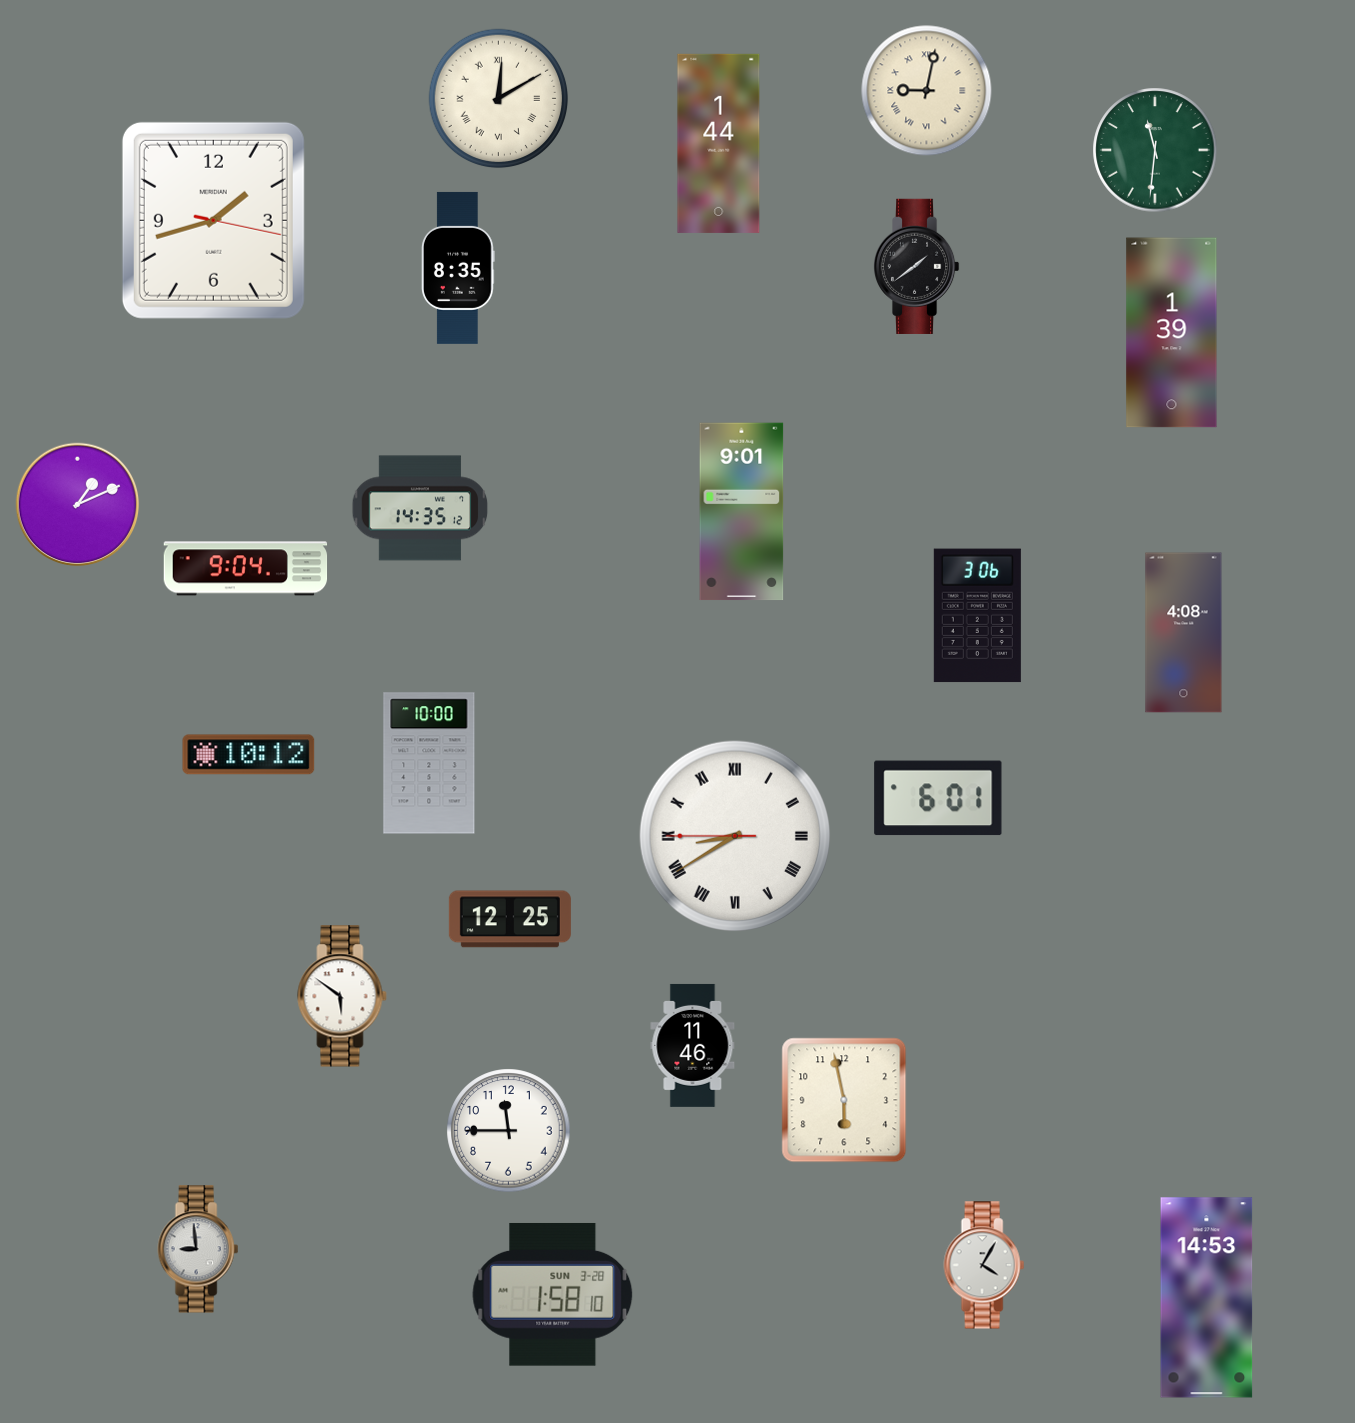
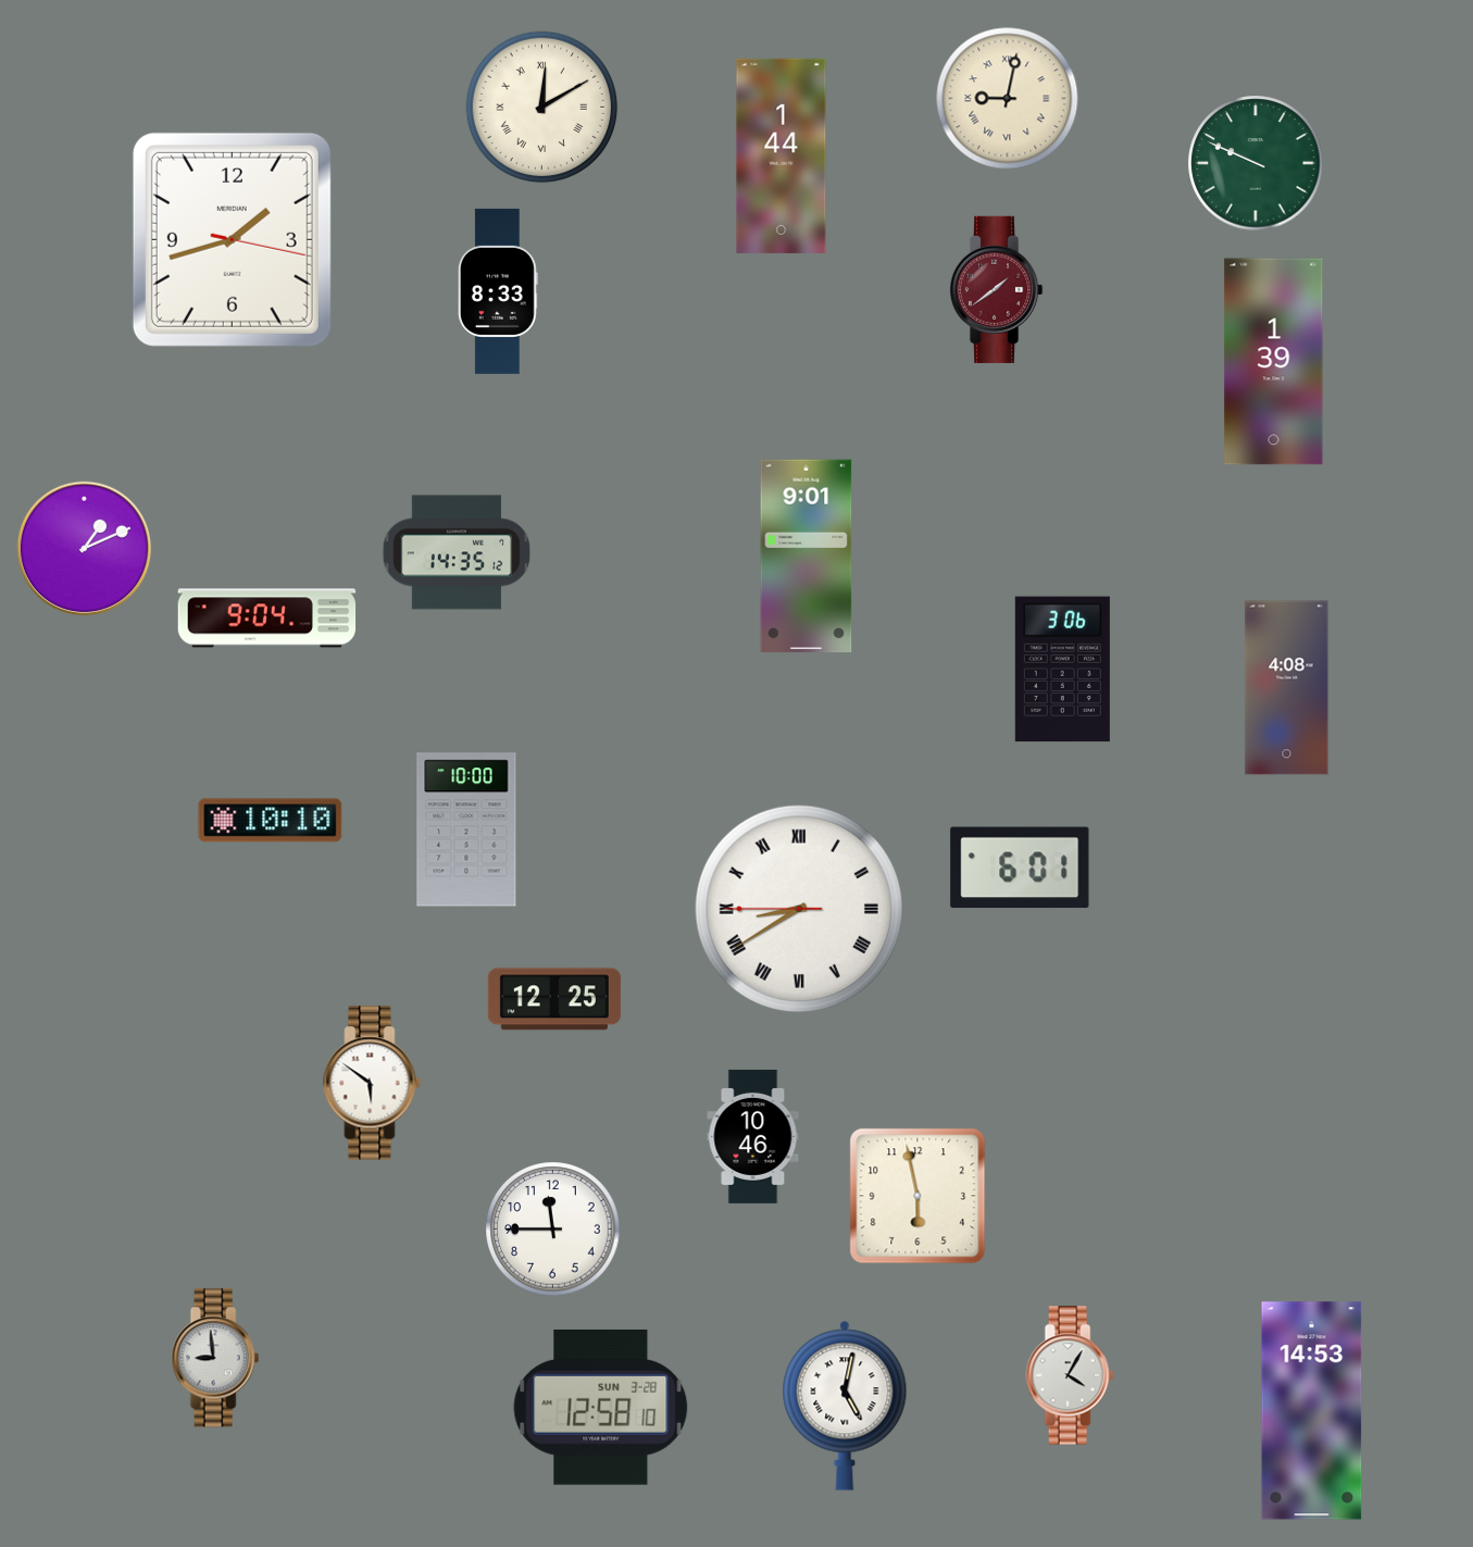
clock at (1155, 150): 11:31 -> 9:49
clock at (916, 266) dial: black -> burgundy
clock at (458, 268): 8:35 -> 8:33
clock at (249, 755): 10:12 -> 10:10
clock at (693, 1045): 11:46 -> 10:46
clock at (845, 1406): none -> 5:02
clock at (553, 1294): 1:58 -> 12:58
